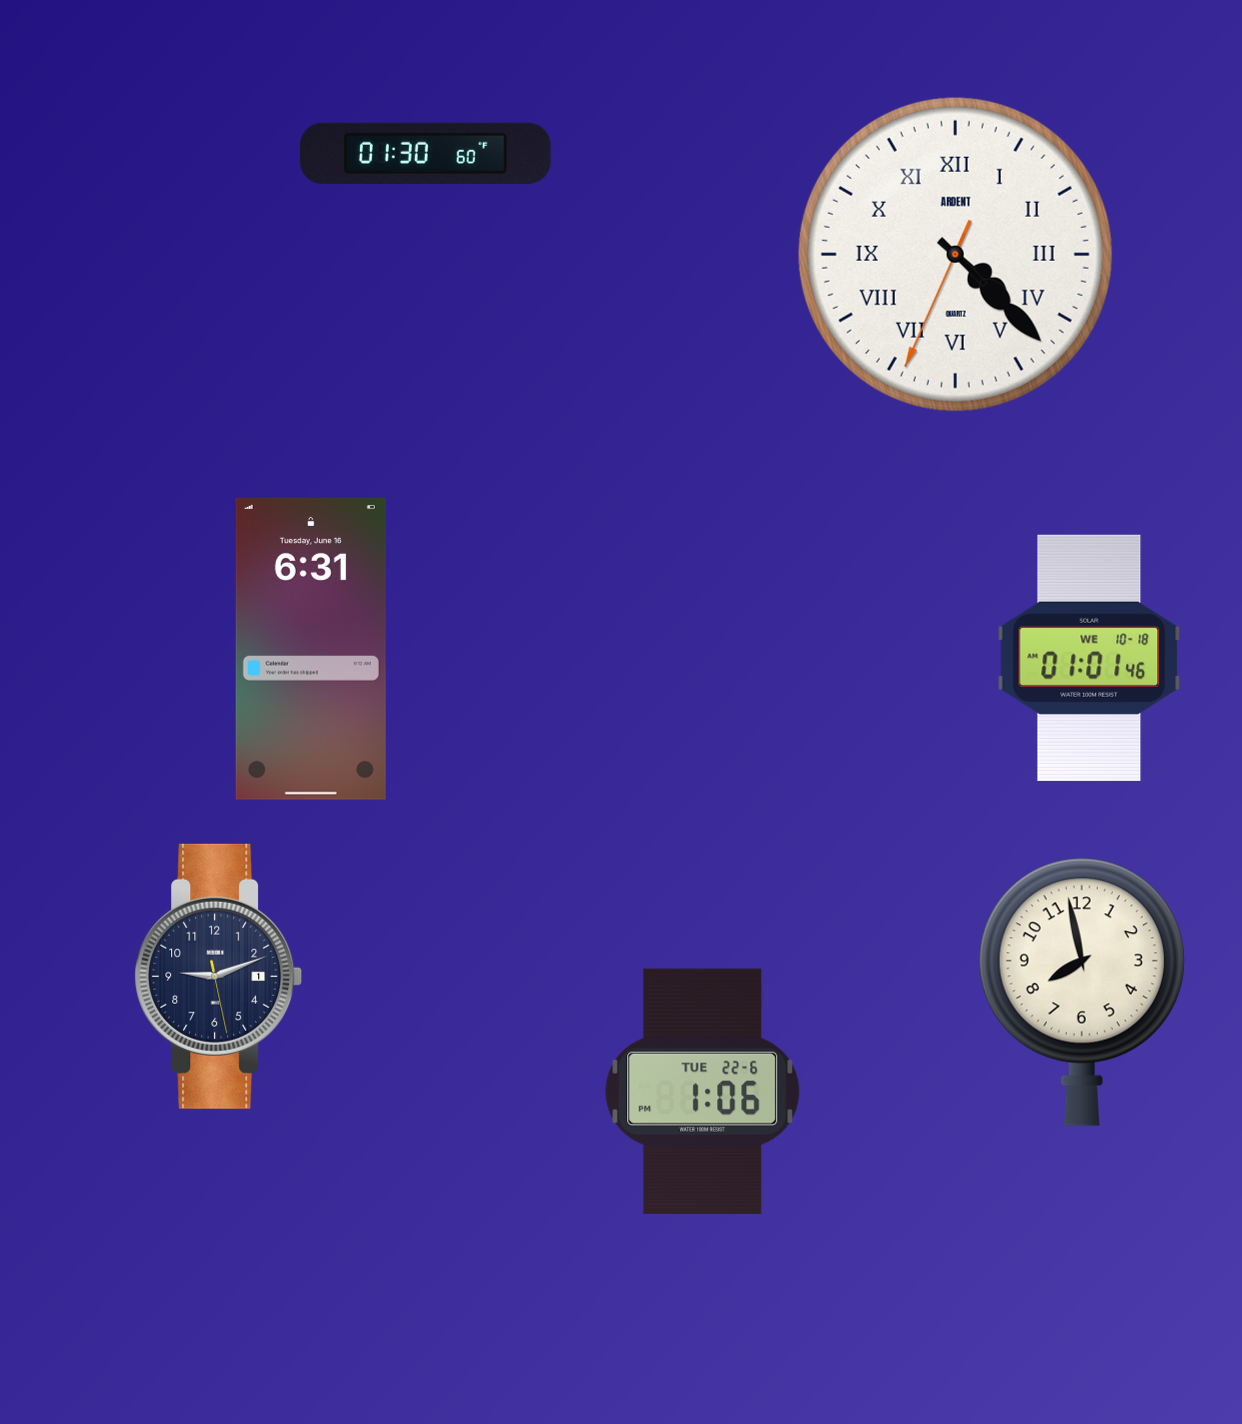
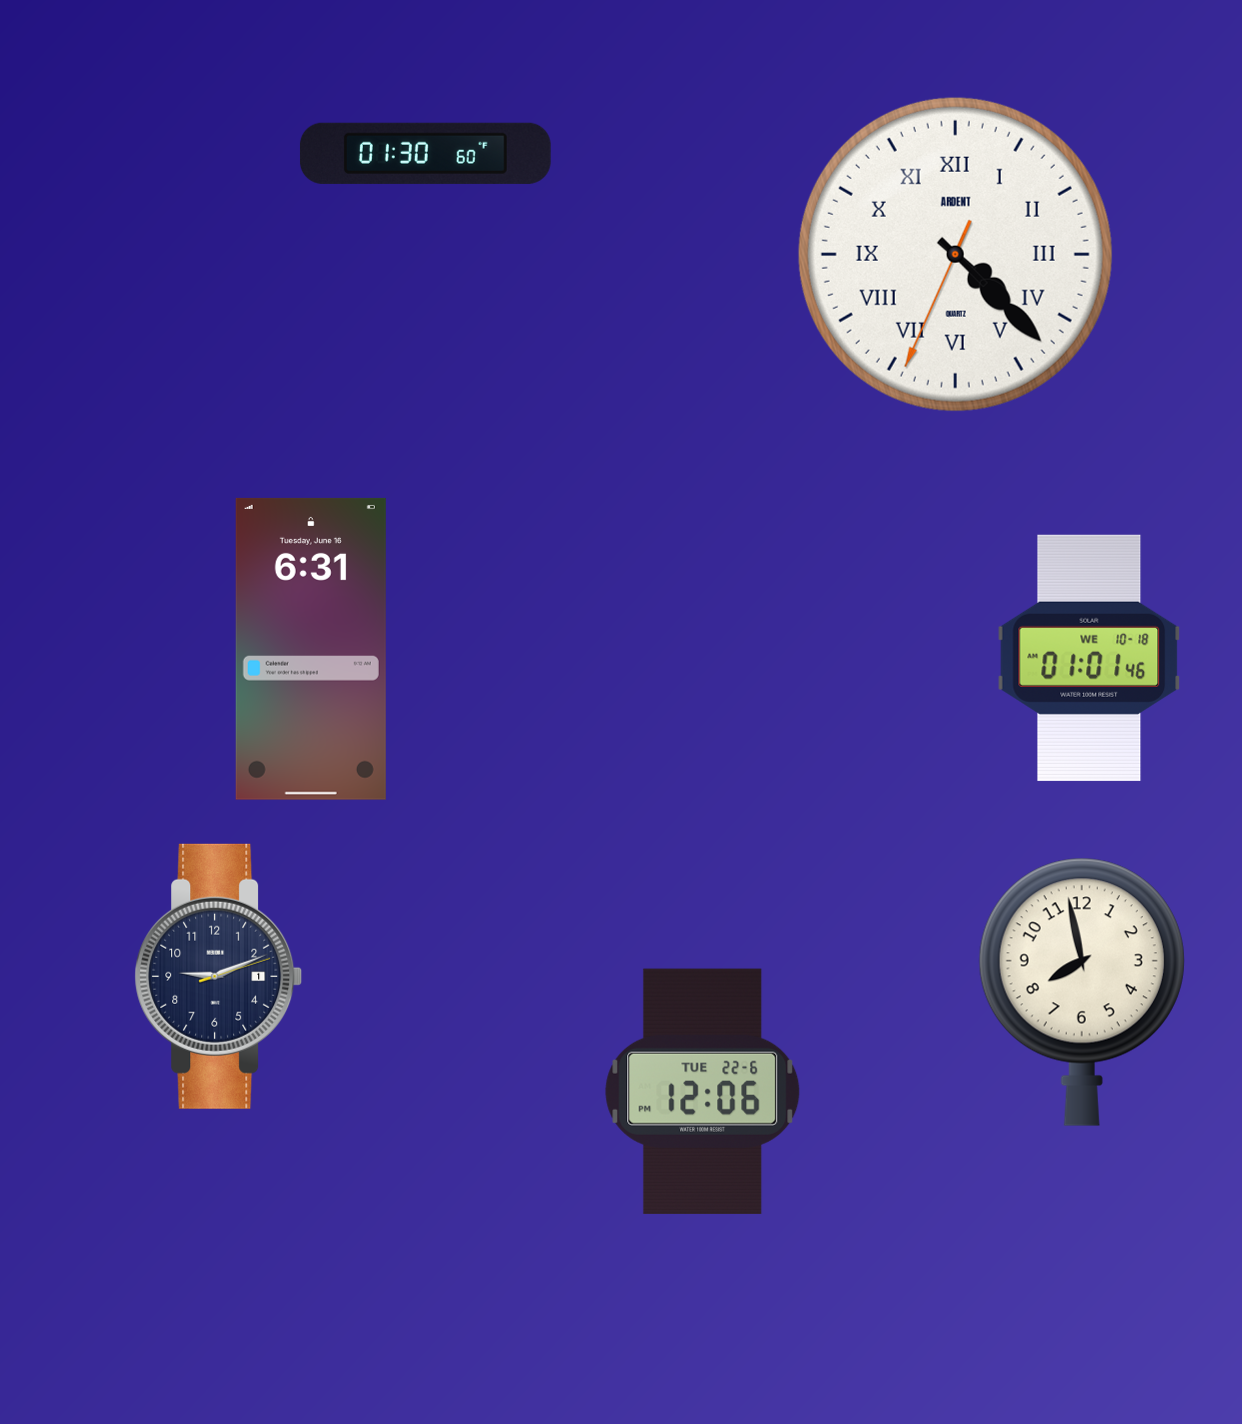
clock at (219, 976): 9:11:28 -> 9:11:12
clock at (703, 1091): 1:06 -> 12:06
